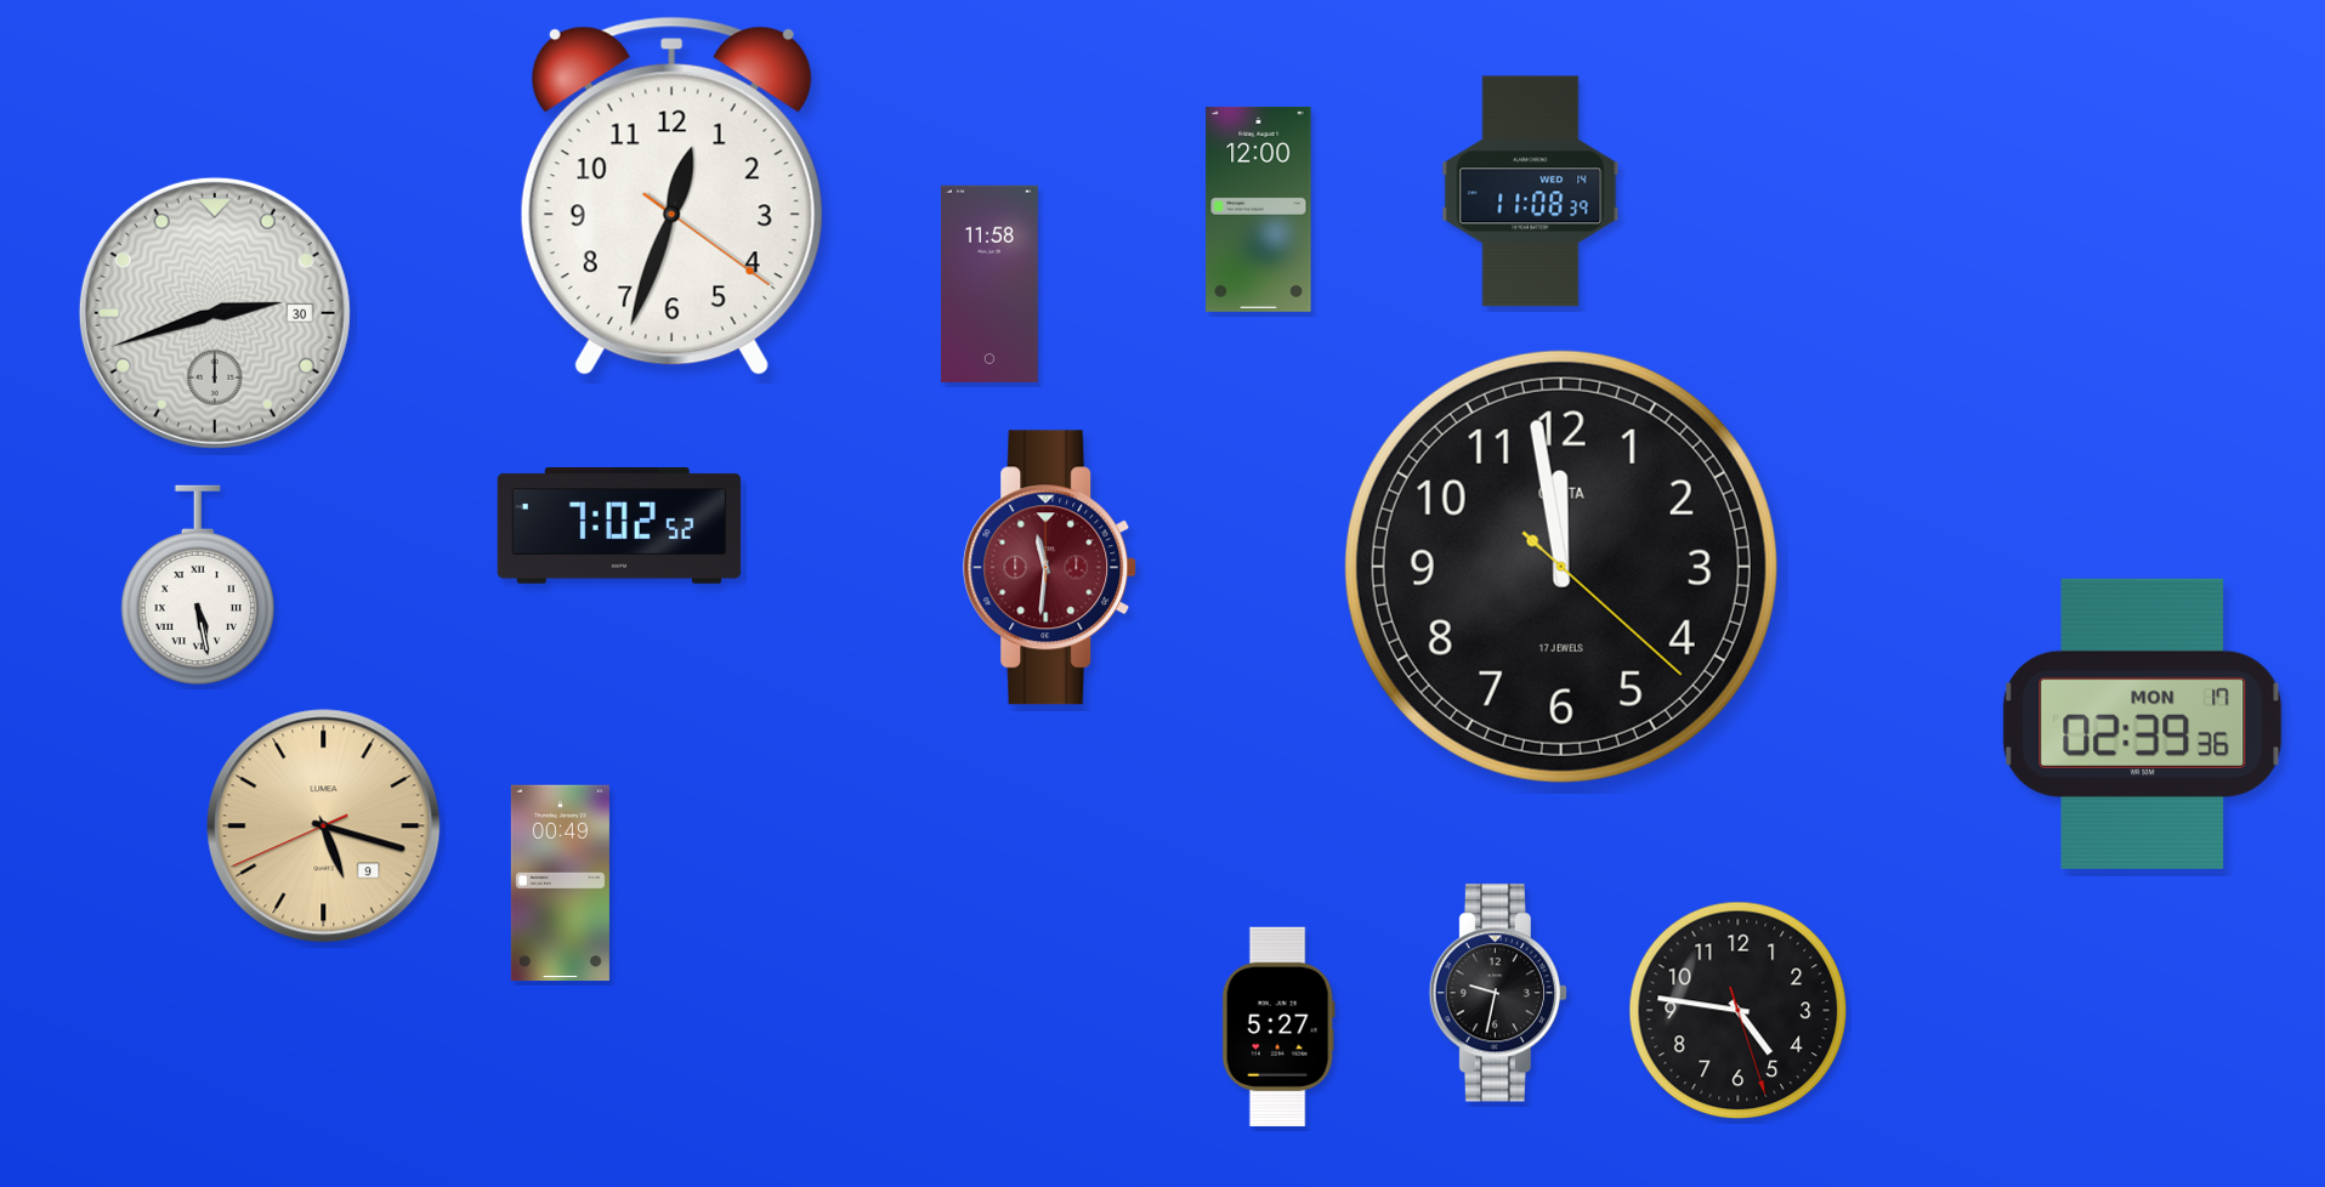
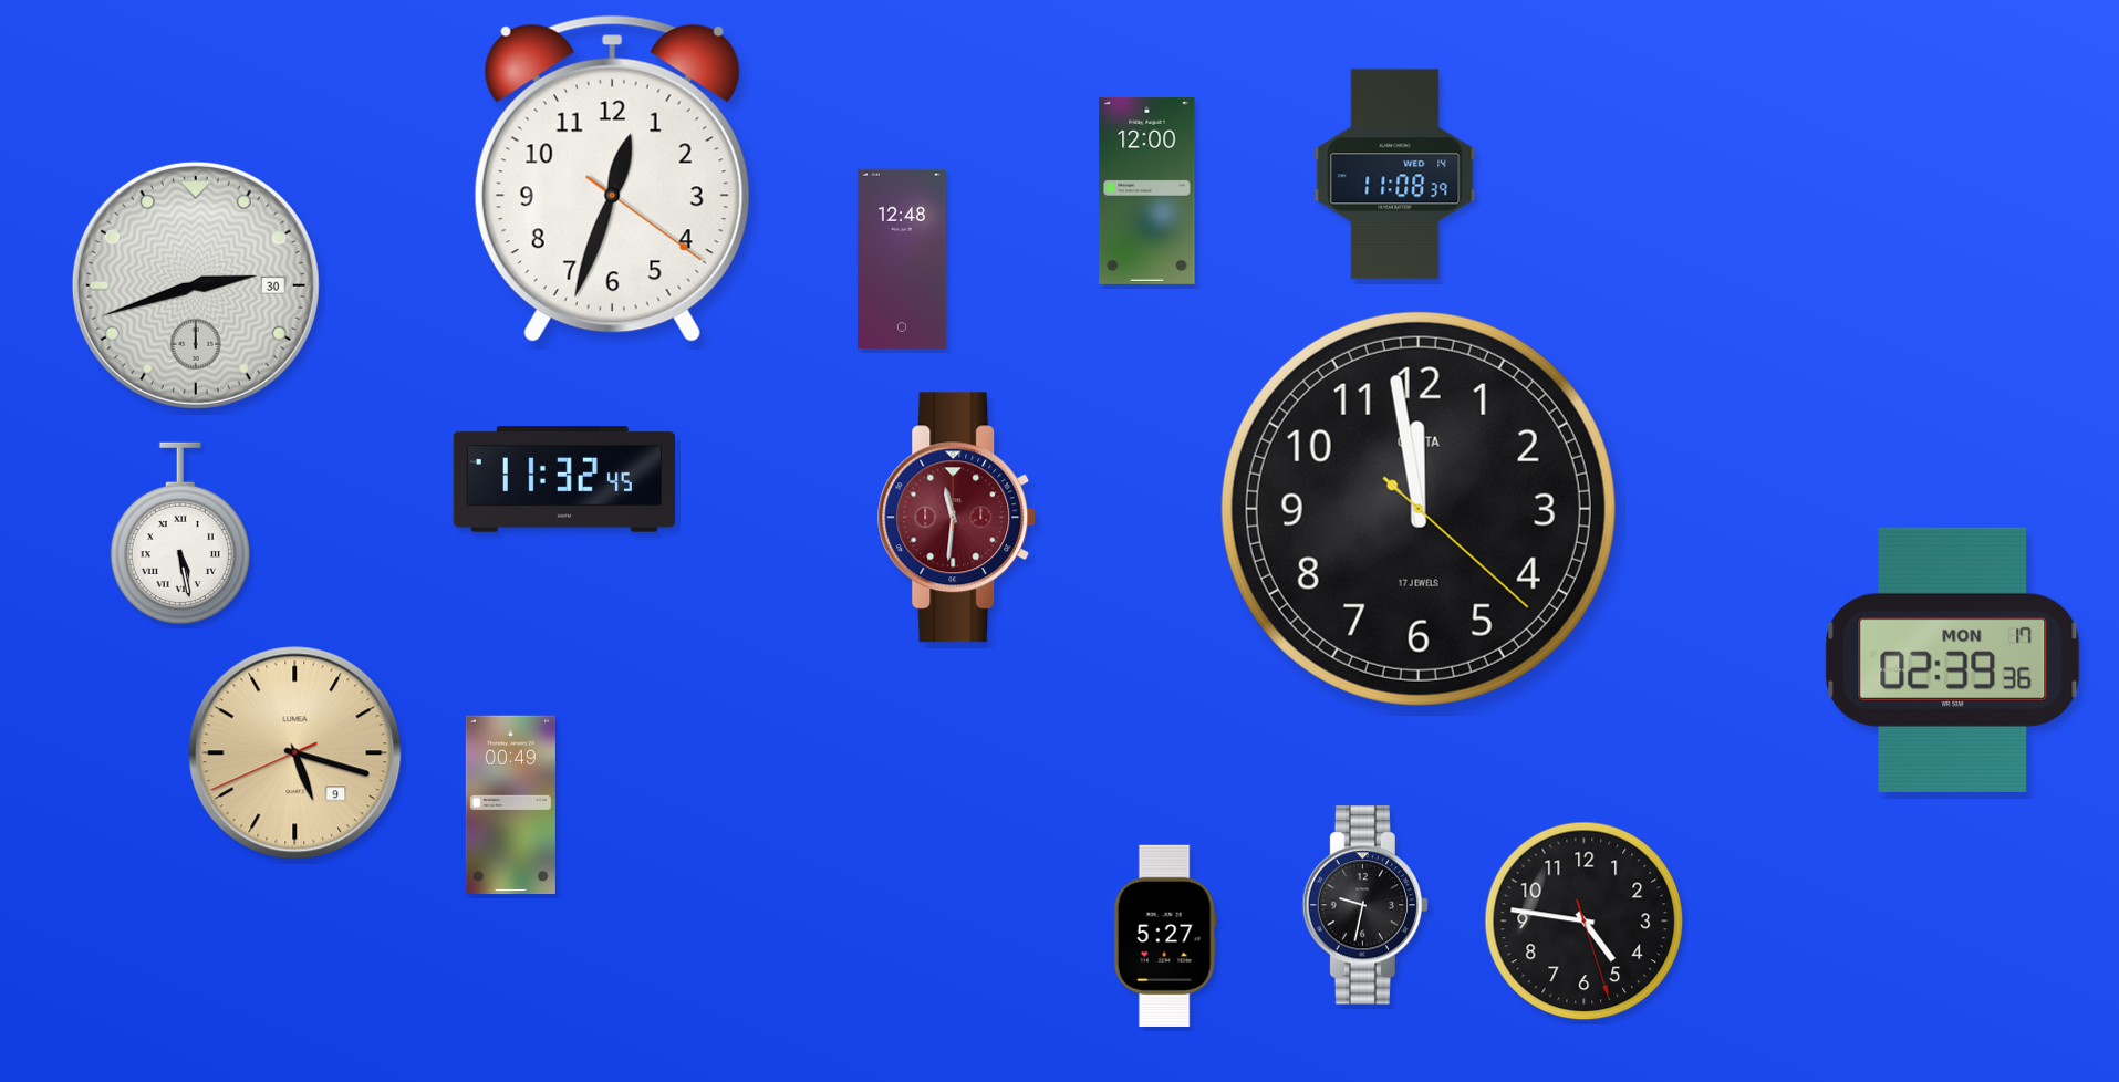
clock at (989, 283): 11:58 -> 12:48
clock at (619, 527): 7:02 -> 11:32
clock at (1561, 567) position: (1561, 567) -> (1419, 509)
